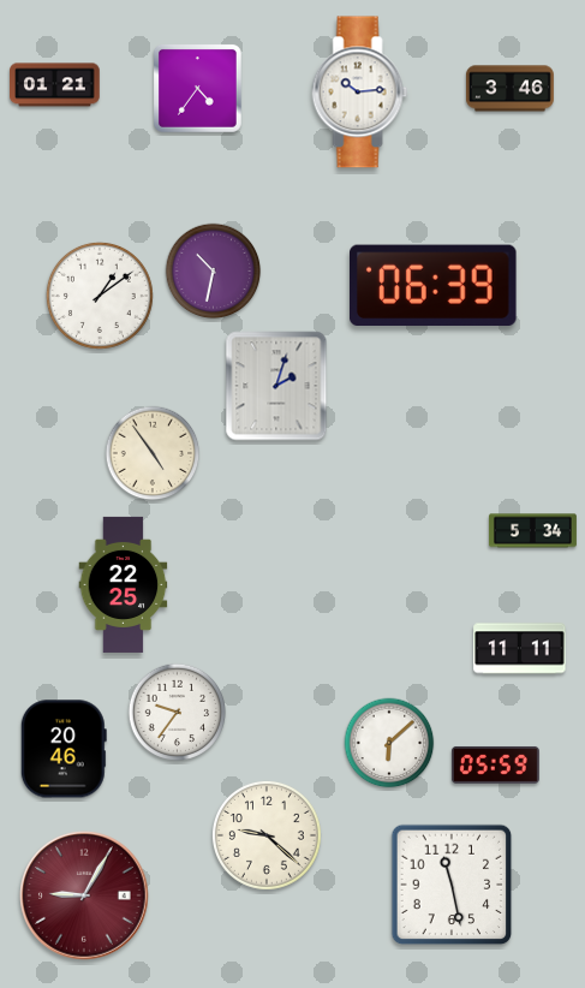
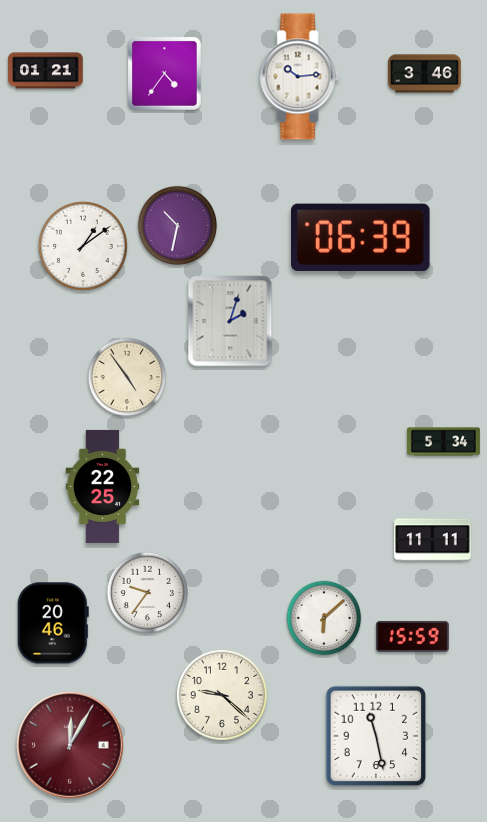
clock at (495, 766): 05:59 -> 15:59
clock at (84, 895): 9:05 -> 12:05
